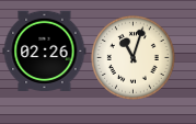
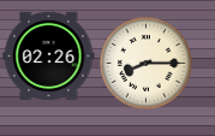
clock at (132, 57): 11:03 -> 8:15
